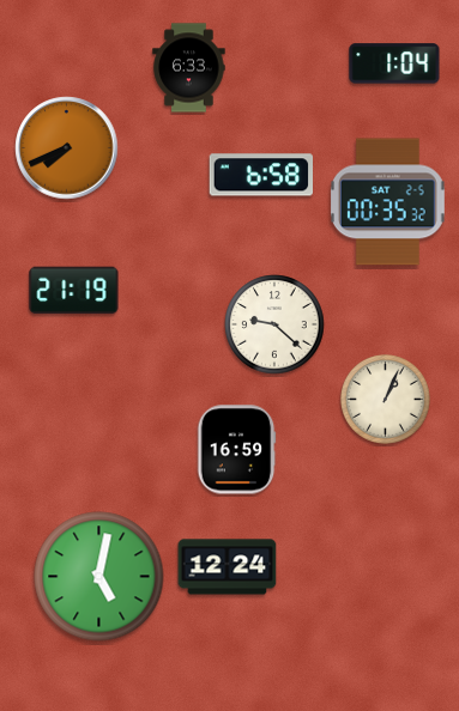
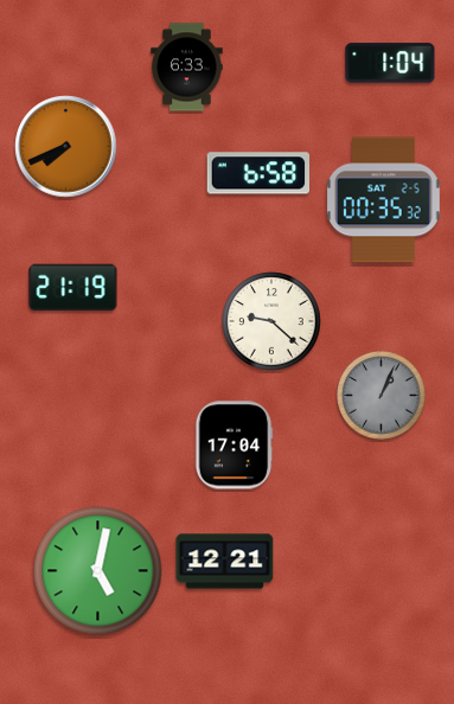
clock at (386, 400) dial: cream -> grey
clock at (236, 450): 16:59 -> 17:04
clock at (228, 567): 12:24 -> 12:21
